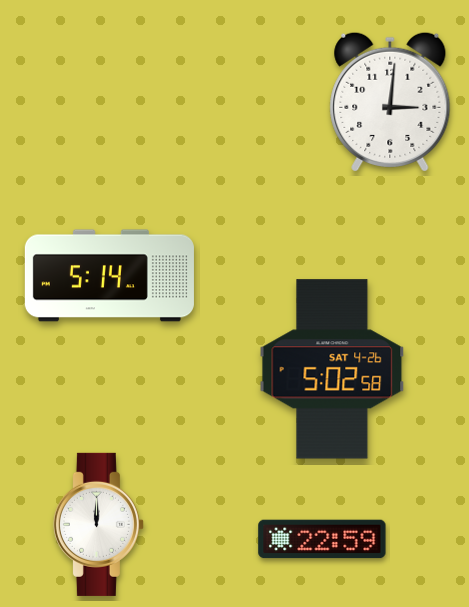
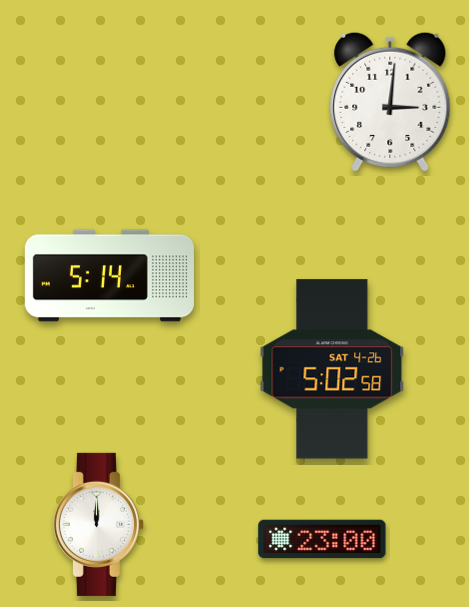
clock at (322, 539): 22:59 -> 23:00
